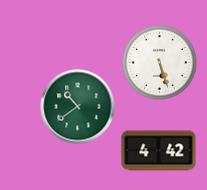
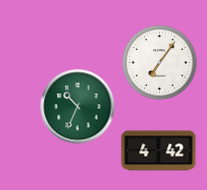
clock at (160, 63): 5:27 -> 7:06
clock at (78, 107): 10:39 -> 10:34
